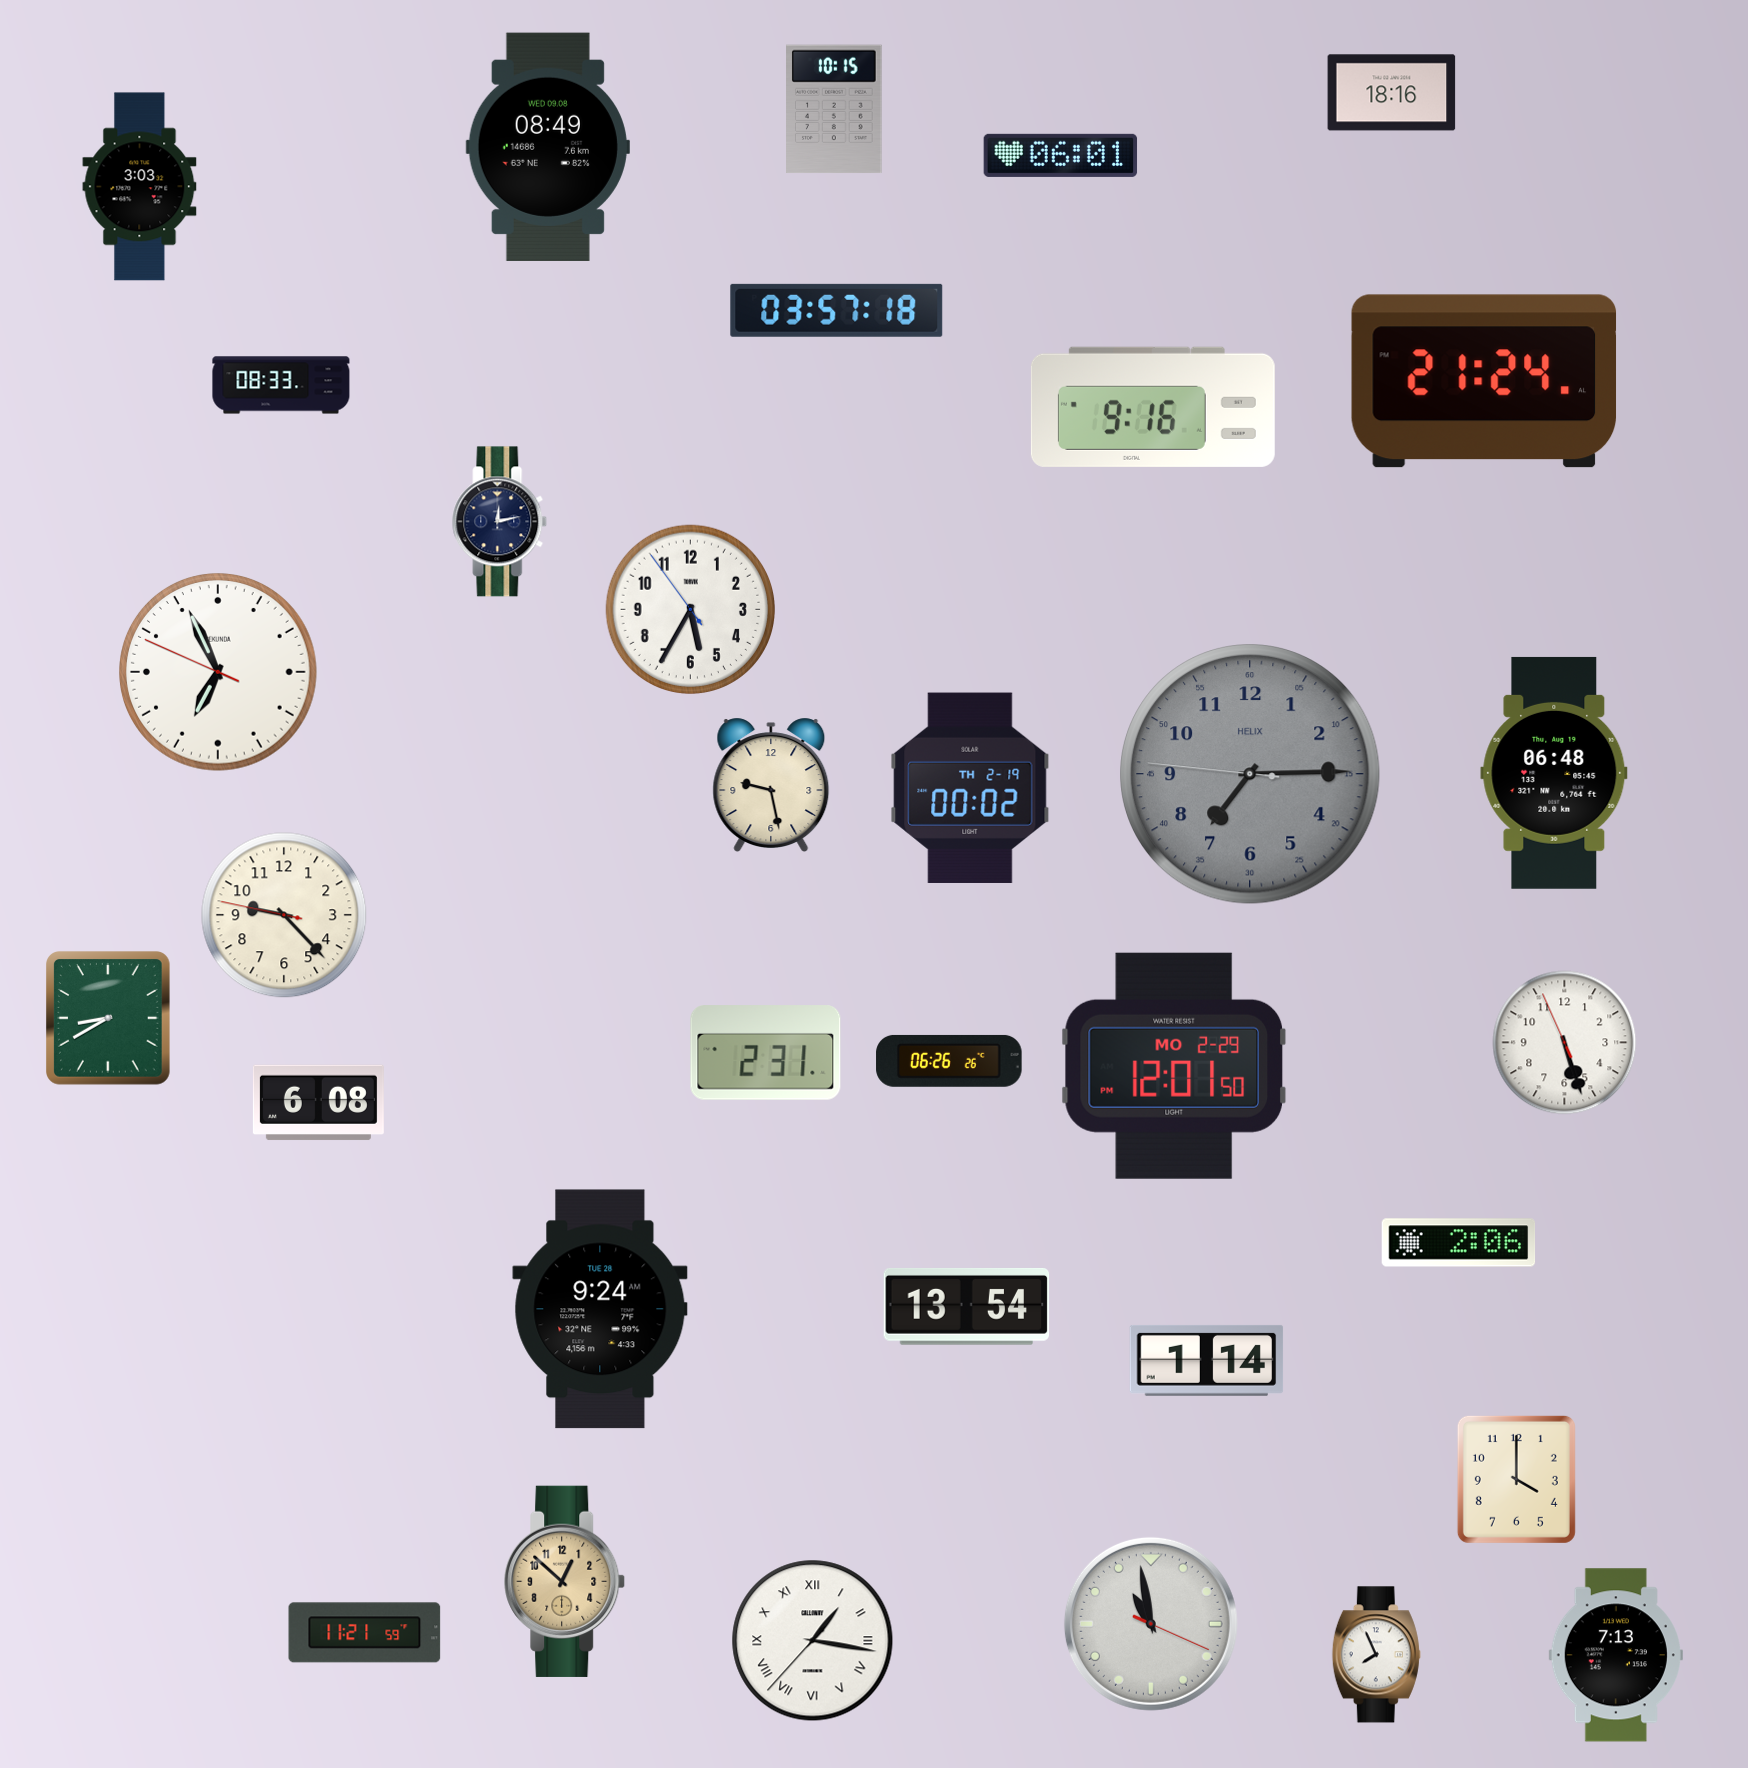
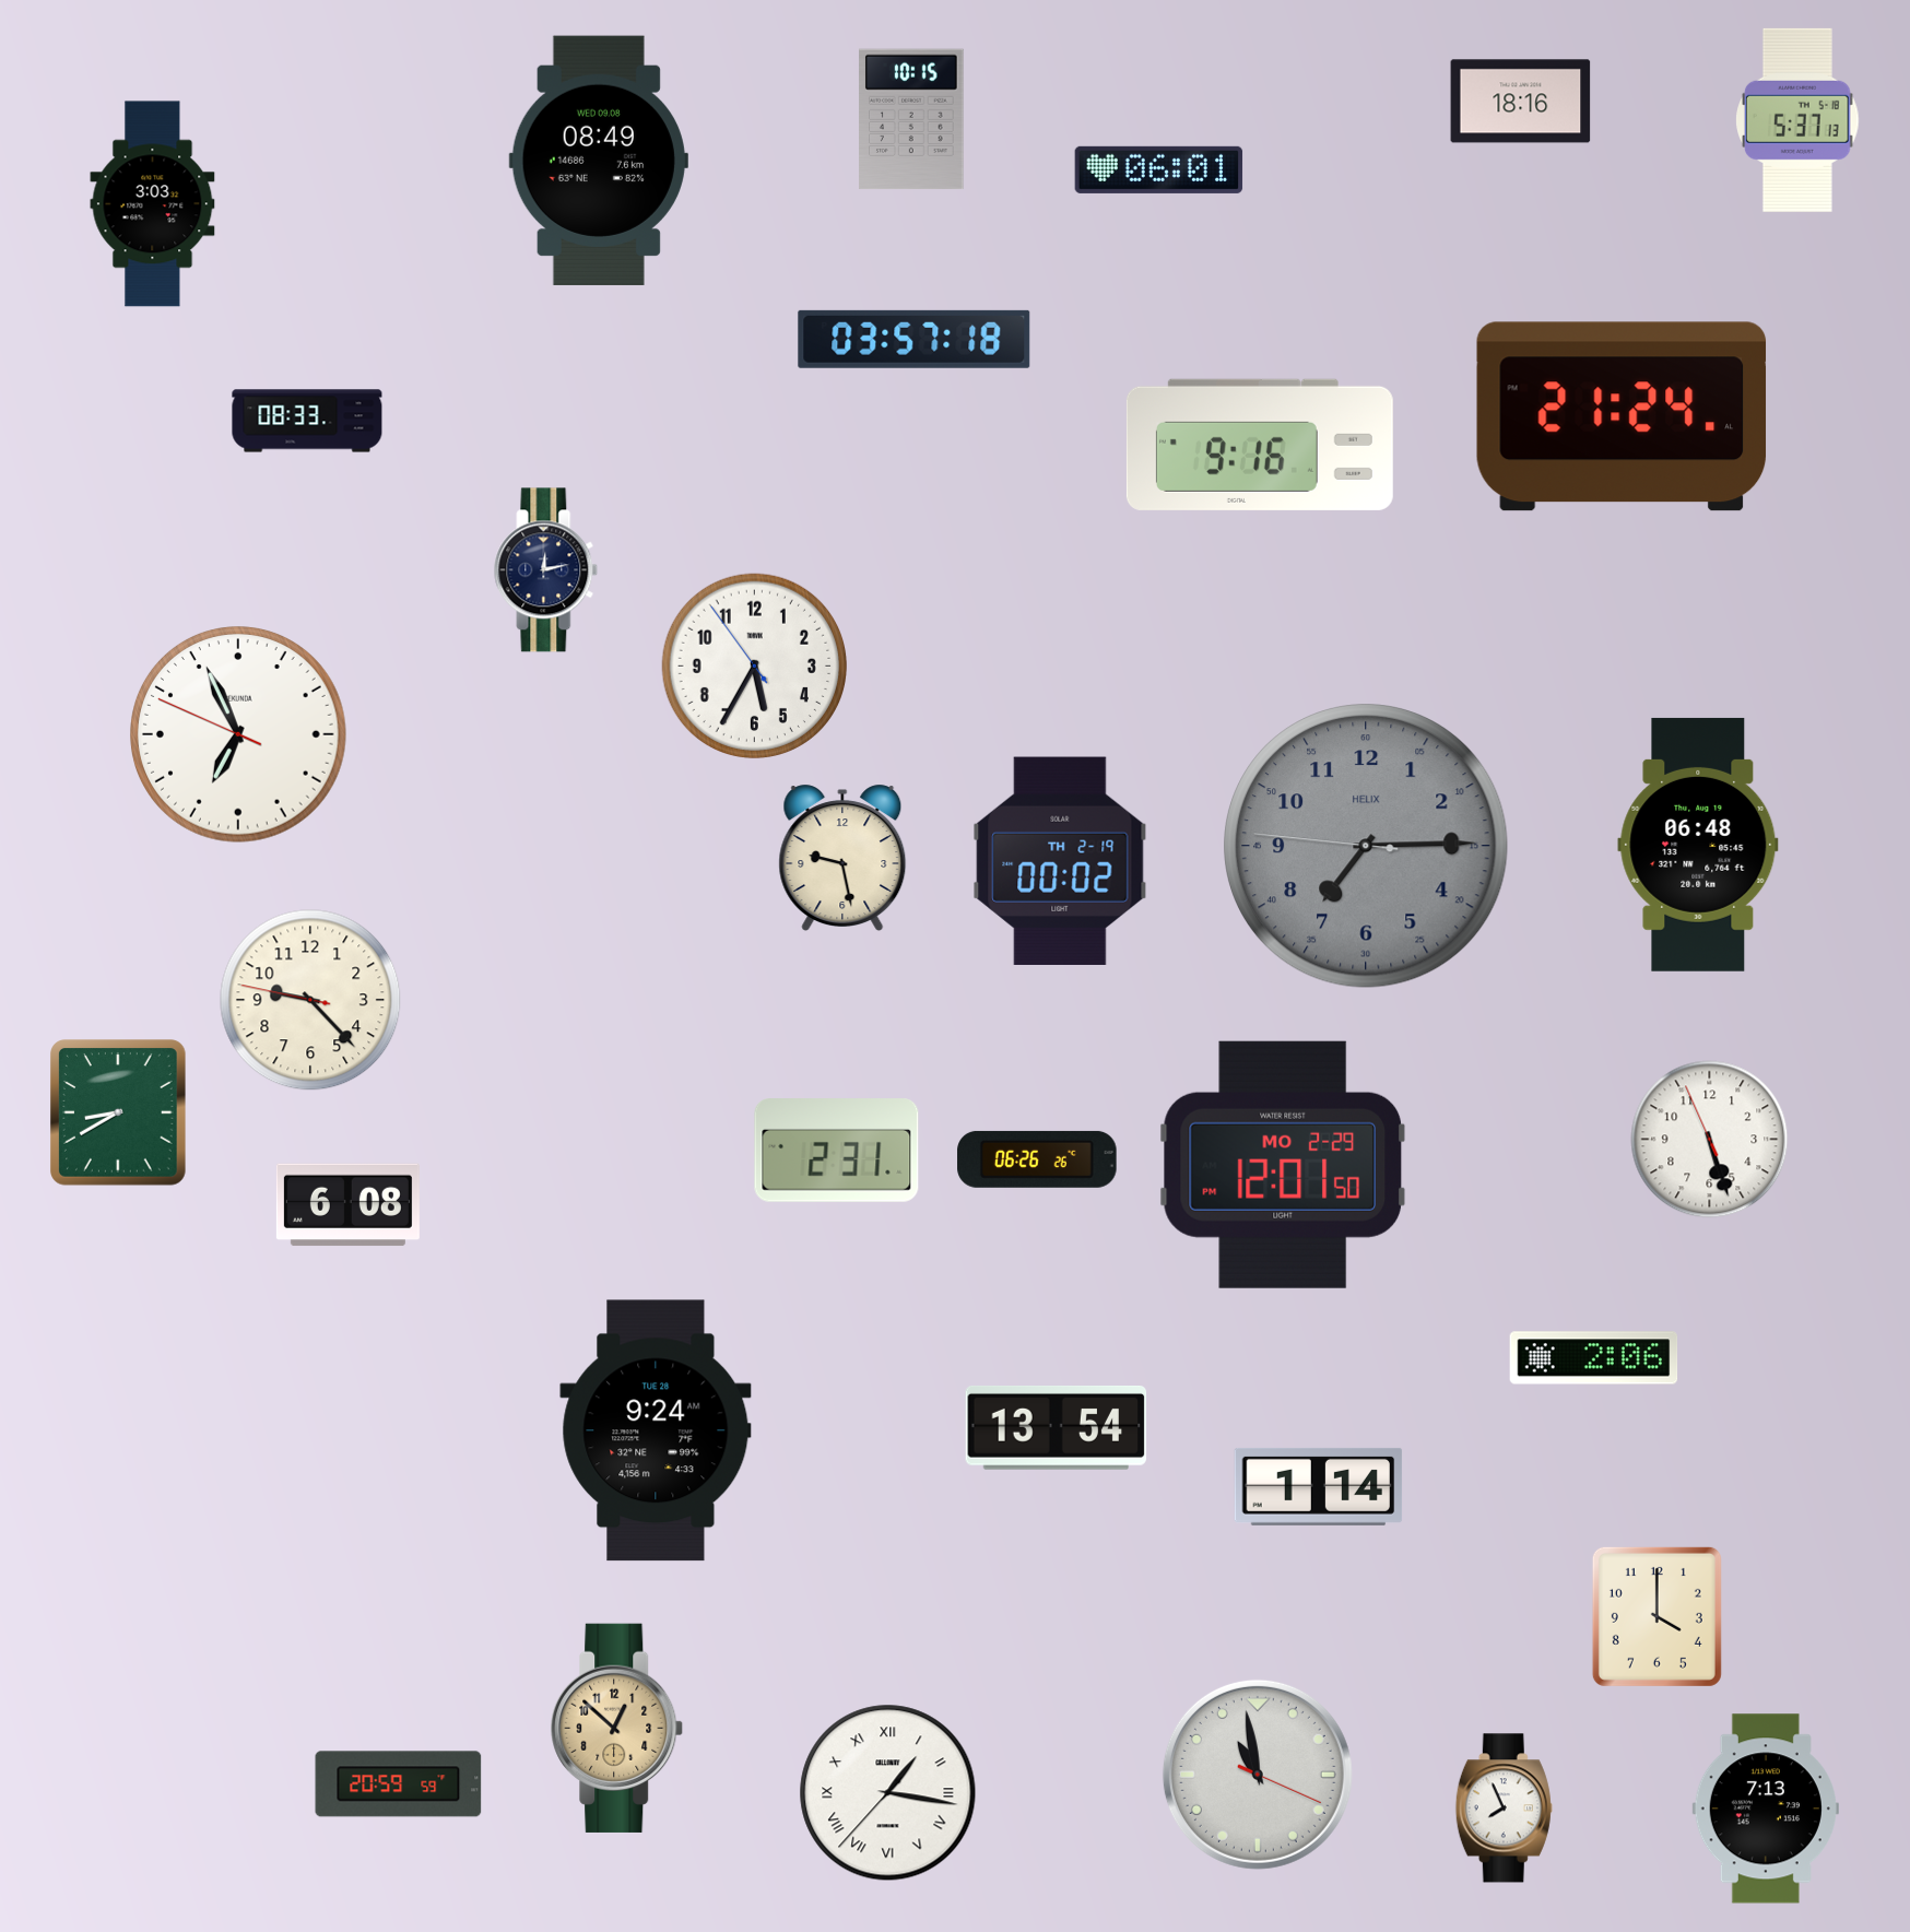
clock at (1799, 120): none -> 5:37
clock at (365, 1633): 11:21 -> 20:59
